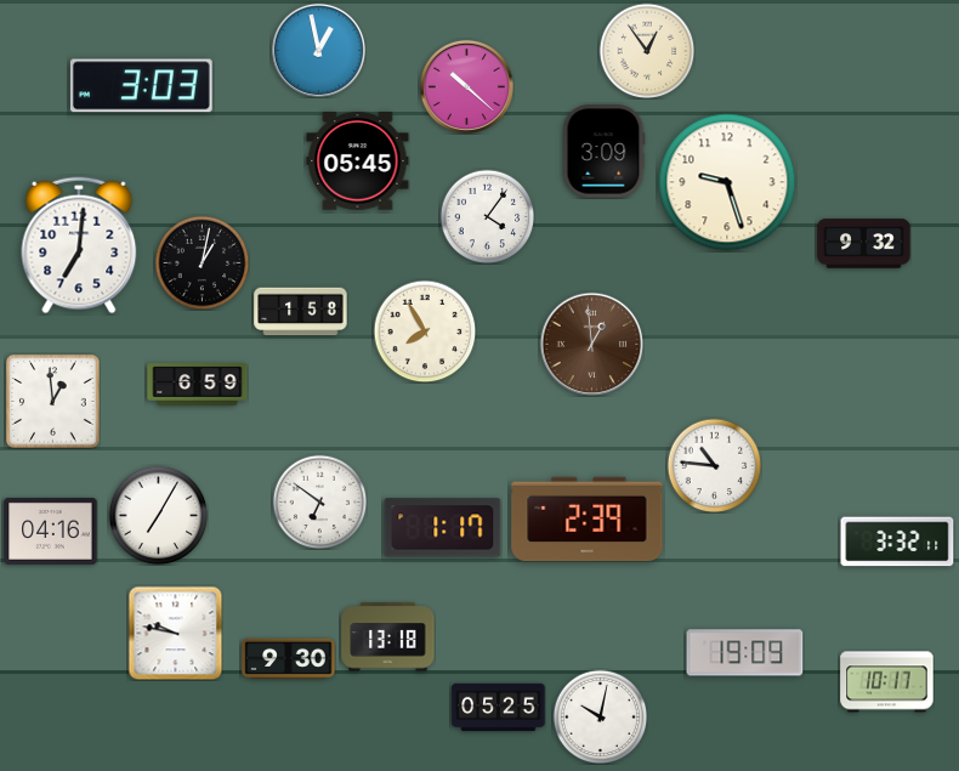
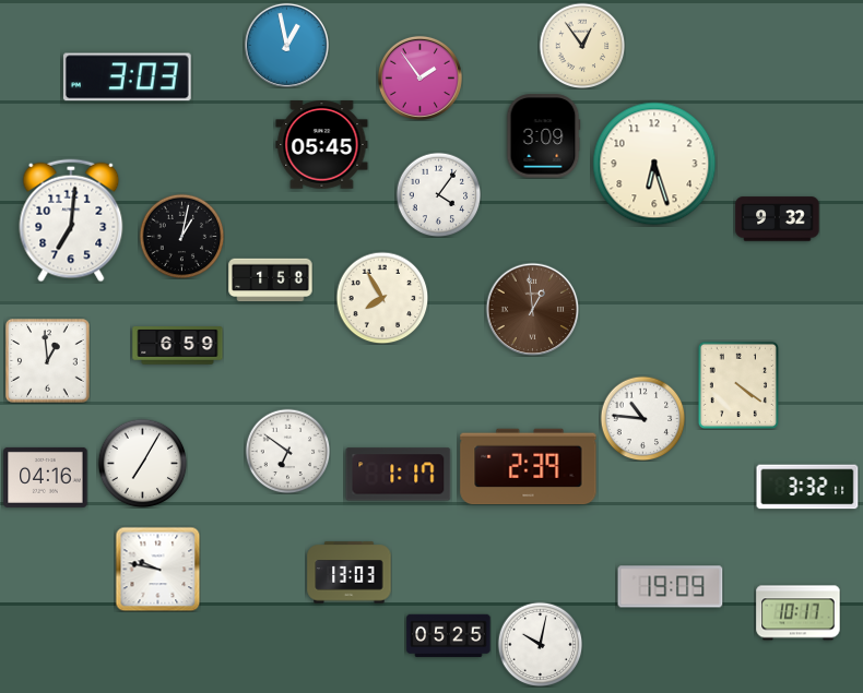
clock at (466, 86): 10:22 -> 1:54
clock at (727, 182): 9:27 -> 6:27
clock at (737, 384): none -> 4:21
clock at (388, 637): 13:18 -> 13:03
clock at (289, 658): 9:30 -> none
